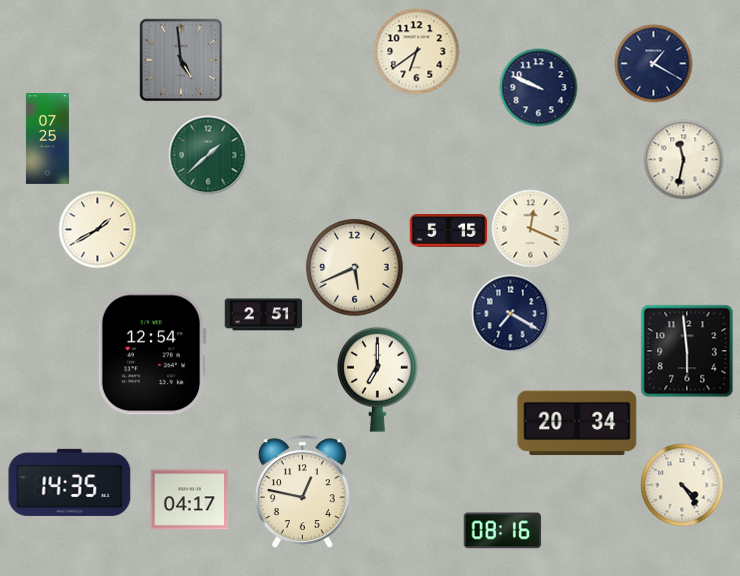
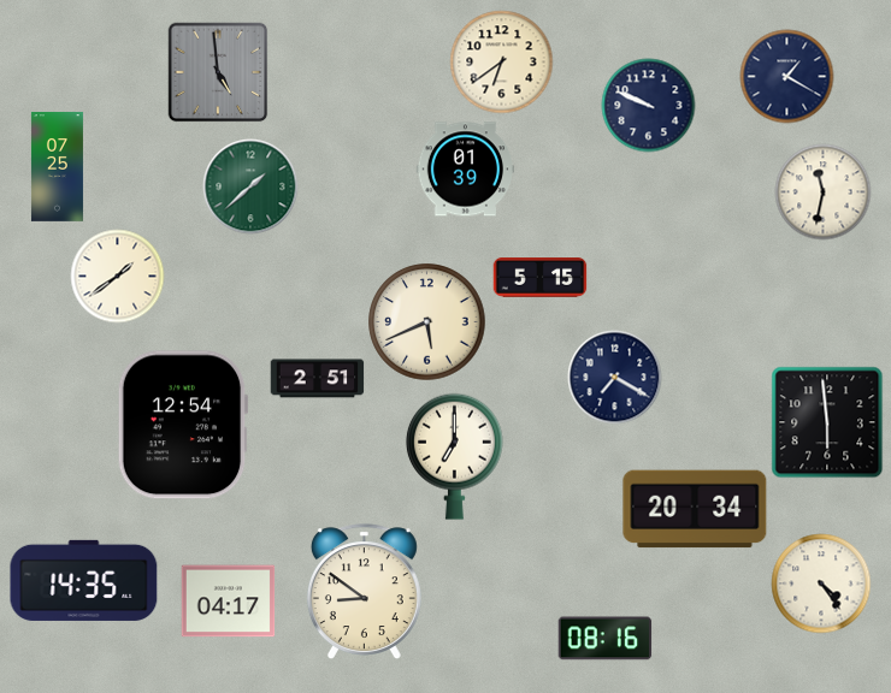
clock at (465, 170): none -> 01:39
clock at (530, 228): 12:19 -> none
clock at (97, 229): 1:40 -> 1:39
clock at (302, 491): 12:47 -> 8:51
